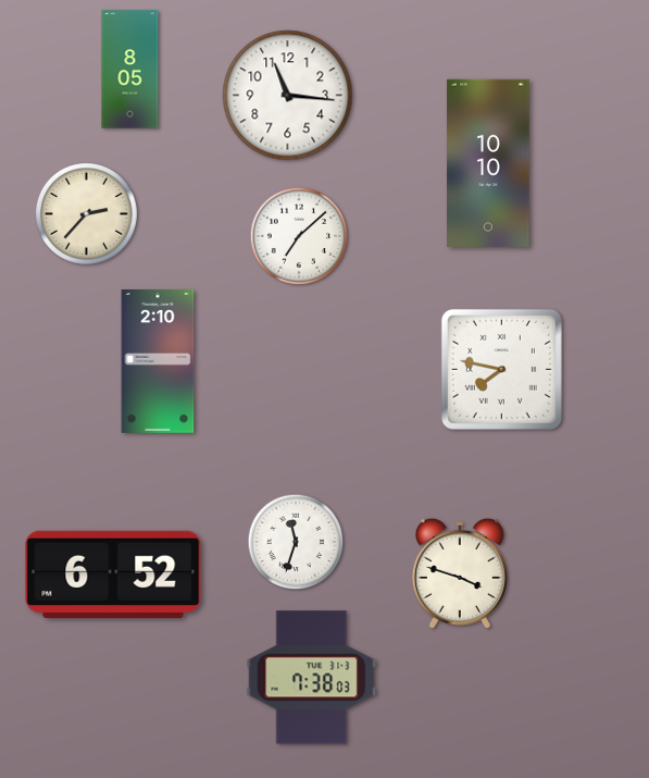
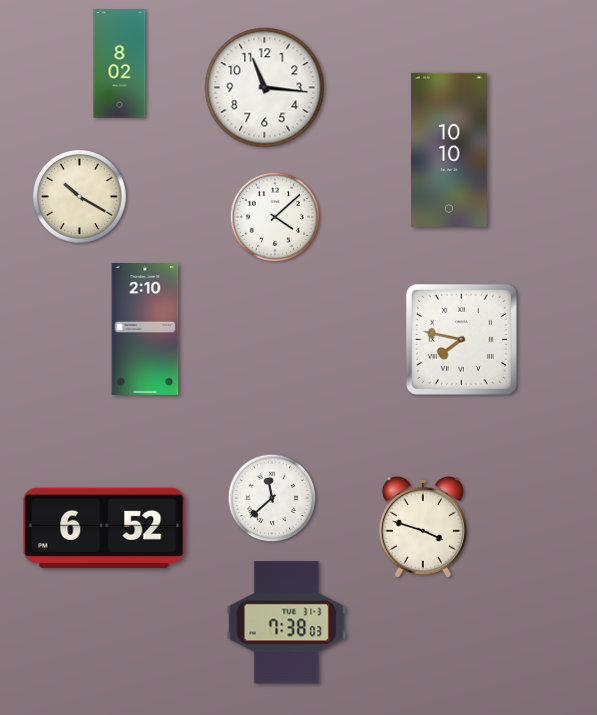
clock at (130, 70): 8:05 -> 8:02
clock at (87, 214): 2:37 -> 10:20
clock at (299, 236): 7:08 -> 4:08
clock at (158, 362) position: (158, 362) -> (145, 330)
clock at (296, 542): 11:33 -> 11:38
